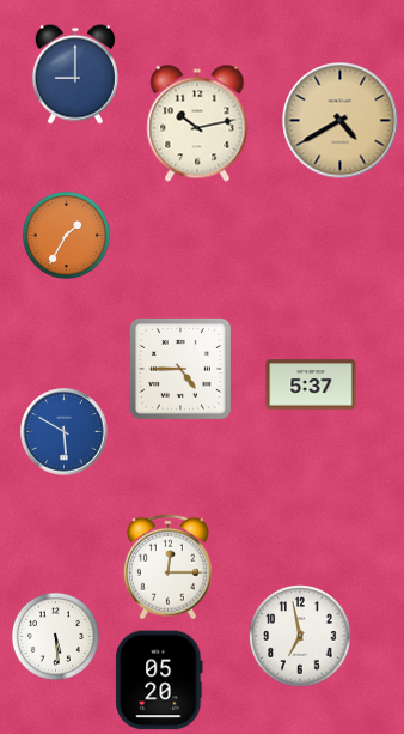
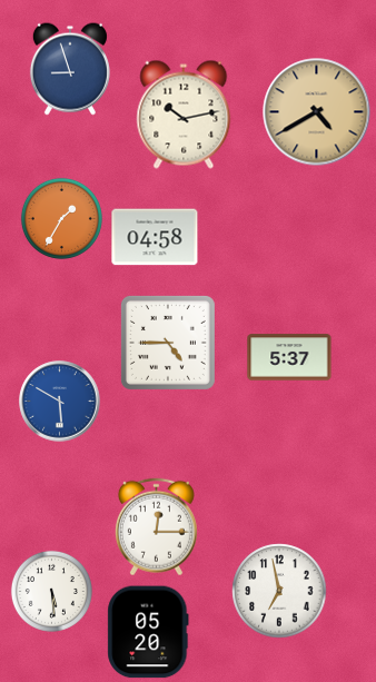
clock at (75, 74): 9:00 -> 8:57
clock at (155, 237): none -> 04:58
